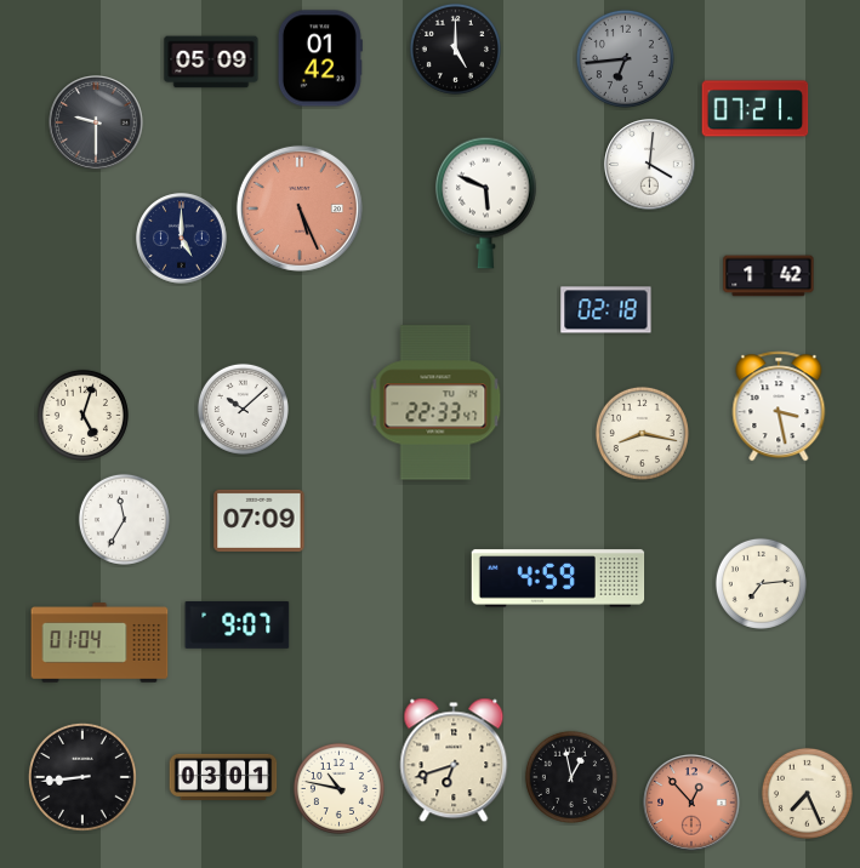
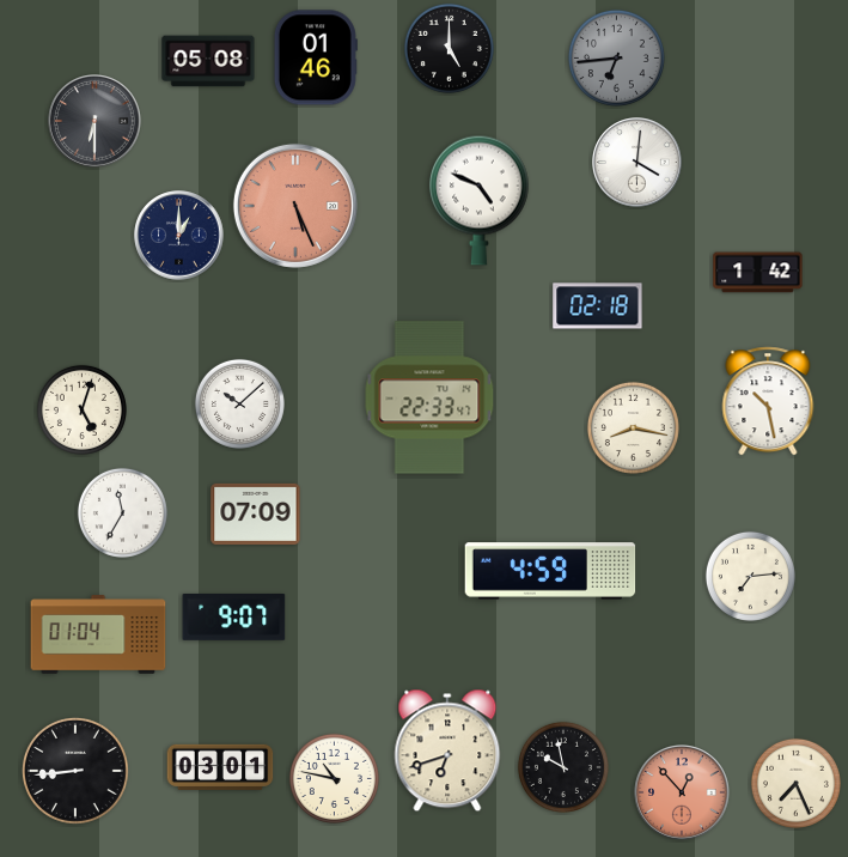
clock at (320, 58): 01:42 -> 01:46
clock at (211, 62): 05:09 -> 05:08
clock at (756, 109): 07:21 -> none
clock at (96, 122): 9:30 -> 6:30
clock at (650, 165) position: (650, 165) -> (637, 163)
clock at (486, 202): 5:49 -> 4:49
clock at (182, 239): 5:00 -> 1:00
clock at (779, 406): 3:28 -> 10:28
clock at (82, 777) position: (82, 777) -> (75, 771)
clock at (571, 777): 12:58 -> 9:58
